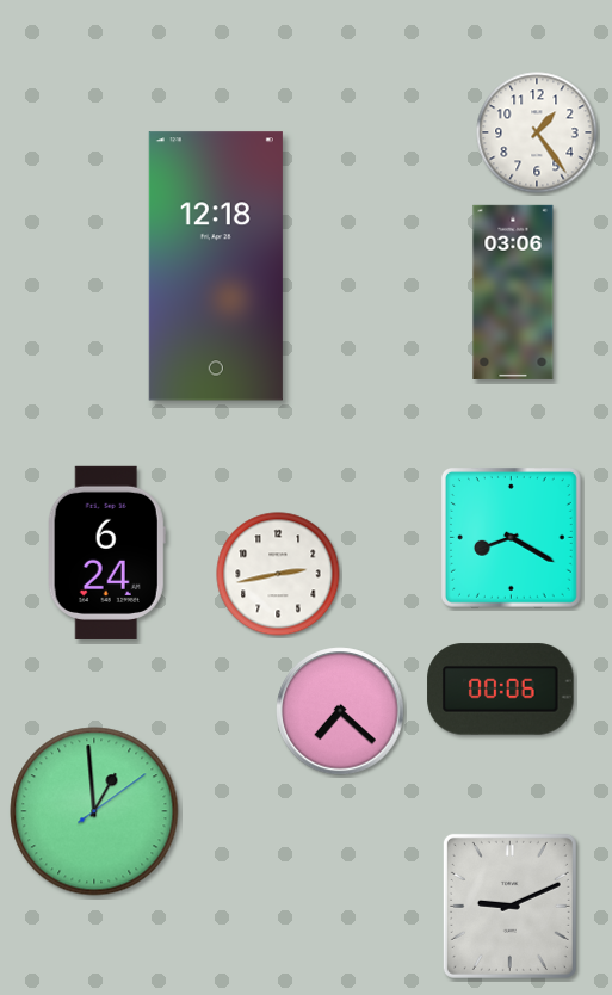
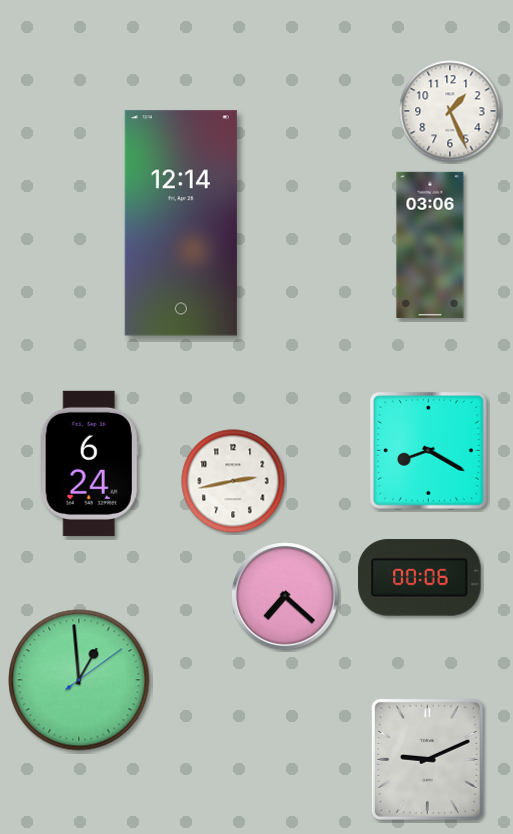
clock at (537, 132): 1:24 -> 1:26
clock at (216, 266): 12:18 -> 12:14
